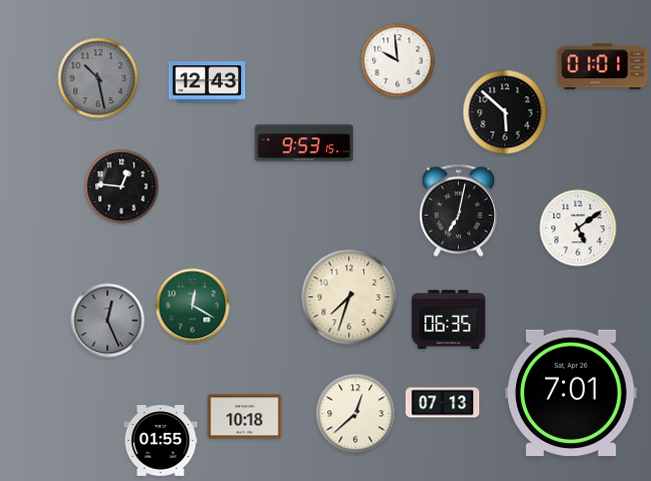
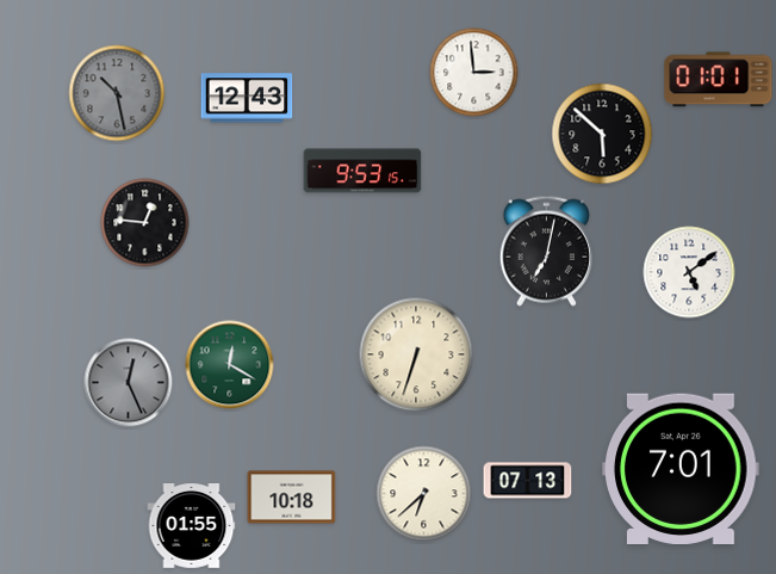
clock at (398, 61): 9:59 -> 2:59
clock at (349, 297): 7:33 -> 6:33
clock at (449, 319): 06:35 -> none
clock at (356, 414): 12:38 -> 6:38
